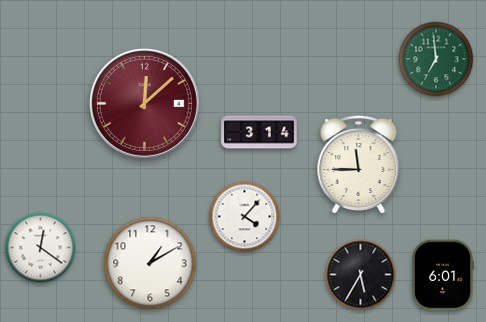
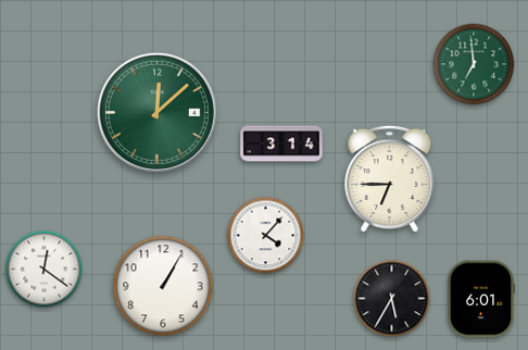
clock at (144, 103) dial: burgundy -> green
clock at (359, 164): 11:45 -> 6:45
clock at (150, 263): 1:10 -> 1:05
